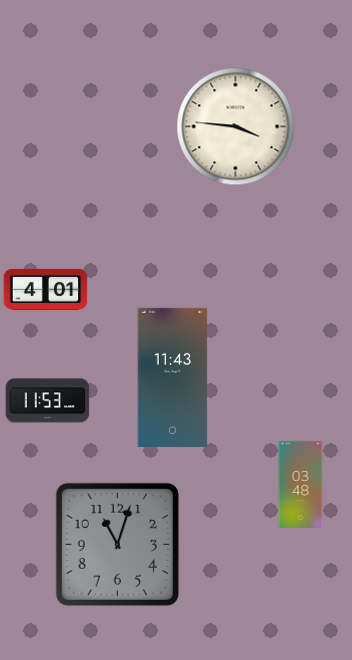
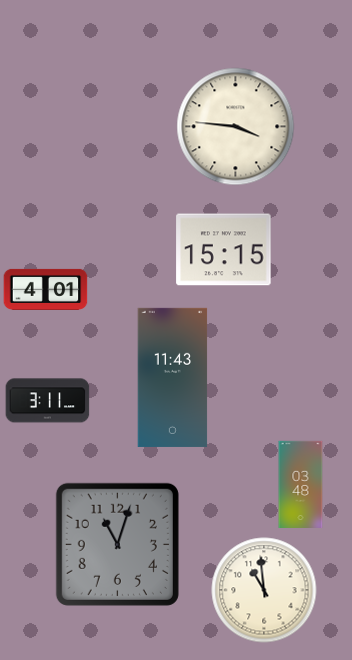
clock at (224, 250): none -> 15:15
clock at (48, 401): 11:53 -> 3:11
clock at (264, 590): none -> 10:59
